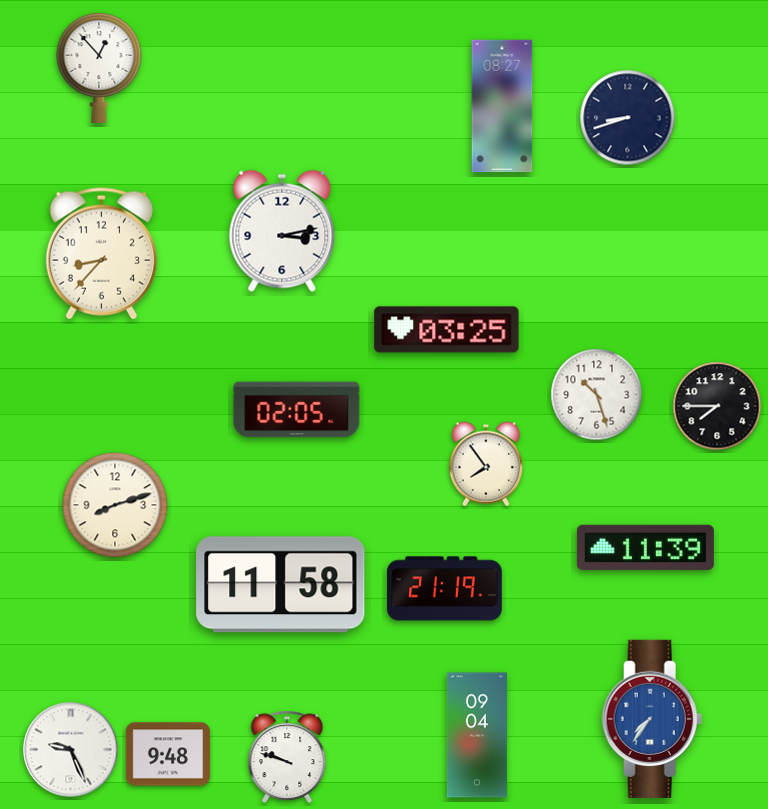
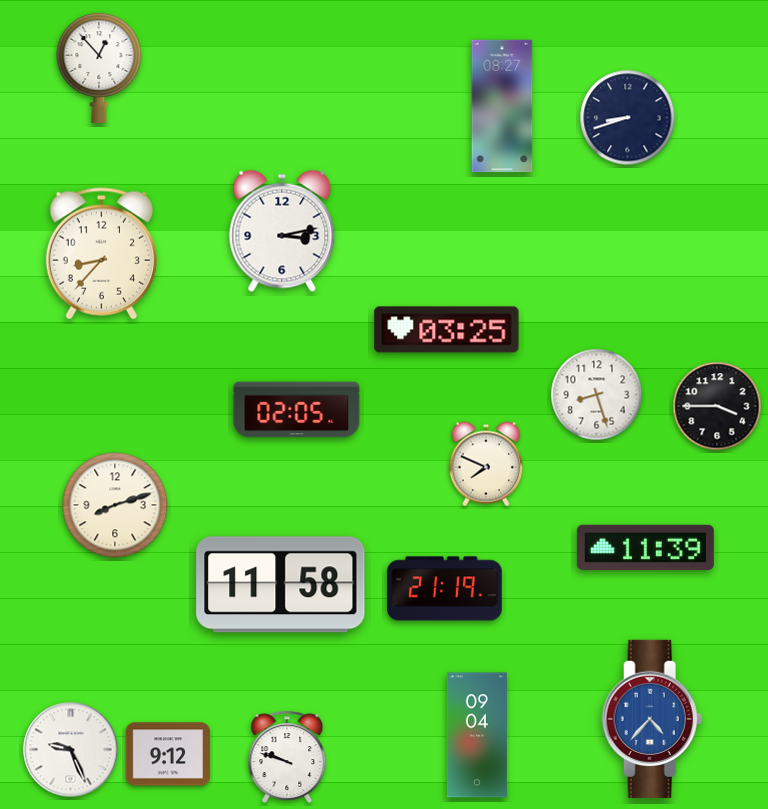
clock at (597, 395): 10:27 -> 8:27
clock at (717, 406): 7:45 -> 3:45
clock at (486, 464): 7:54 -> 7:49
clock at (652, 719): 7:36 -> 4:37
clock at (167, 754): 9:48 -> 9:12
